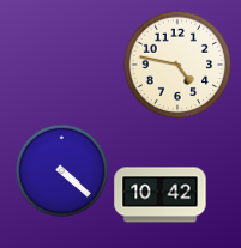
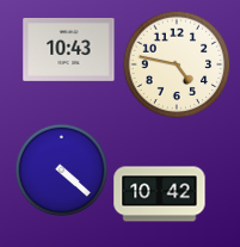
clock at (69, 50): none -> 10:43
